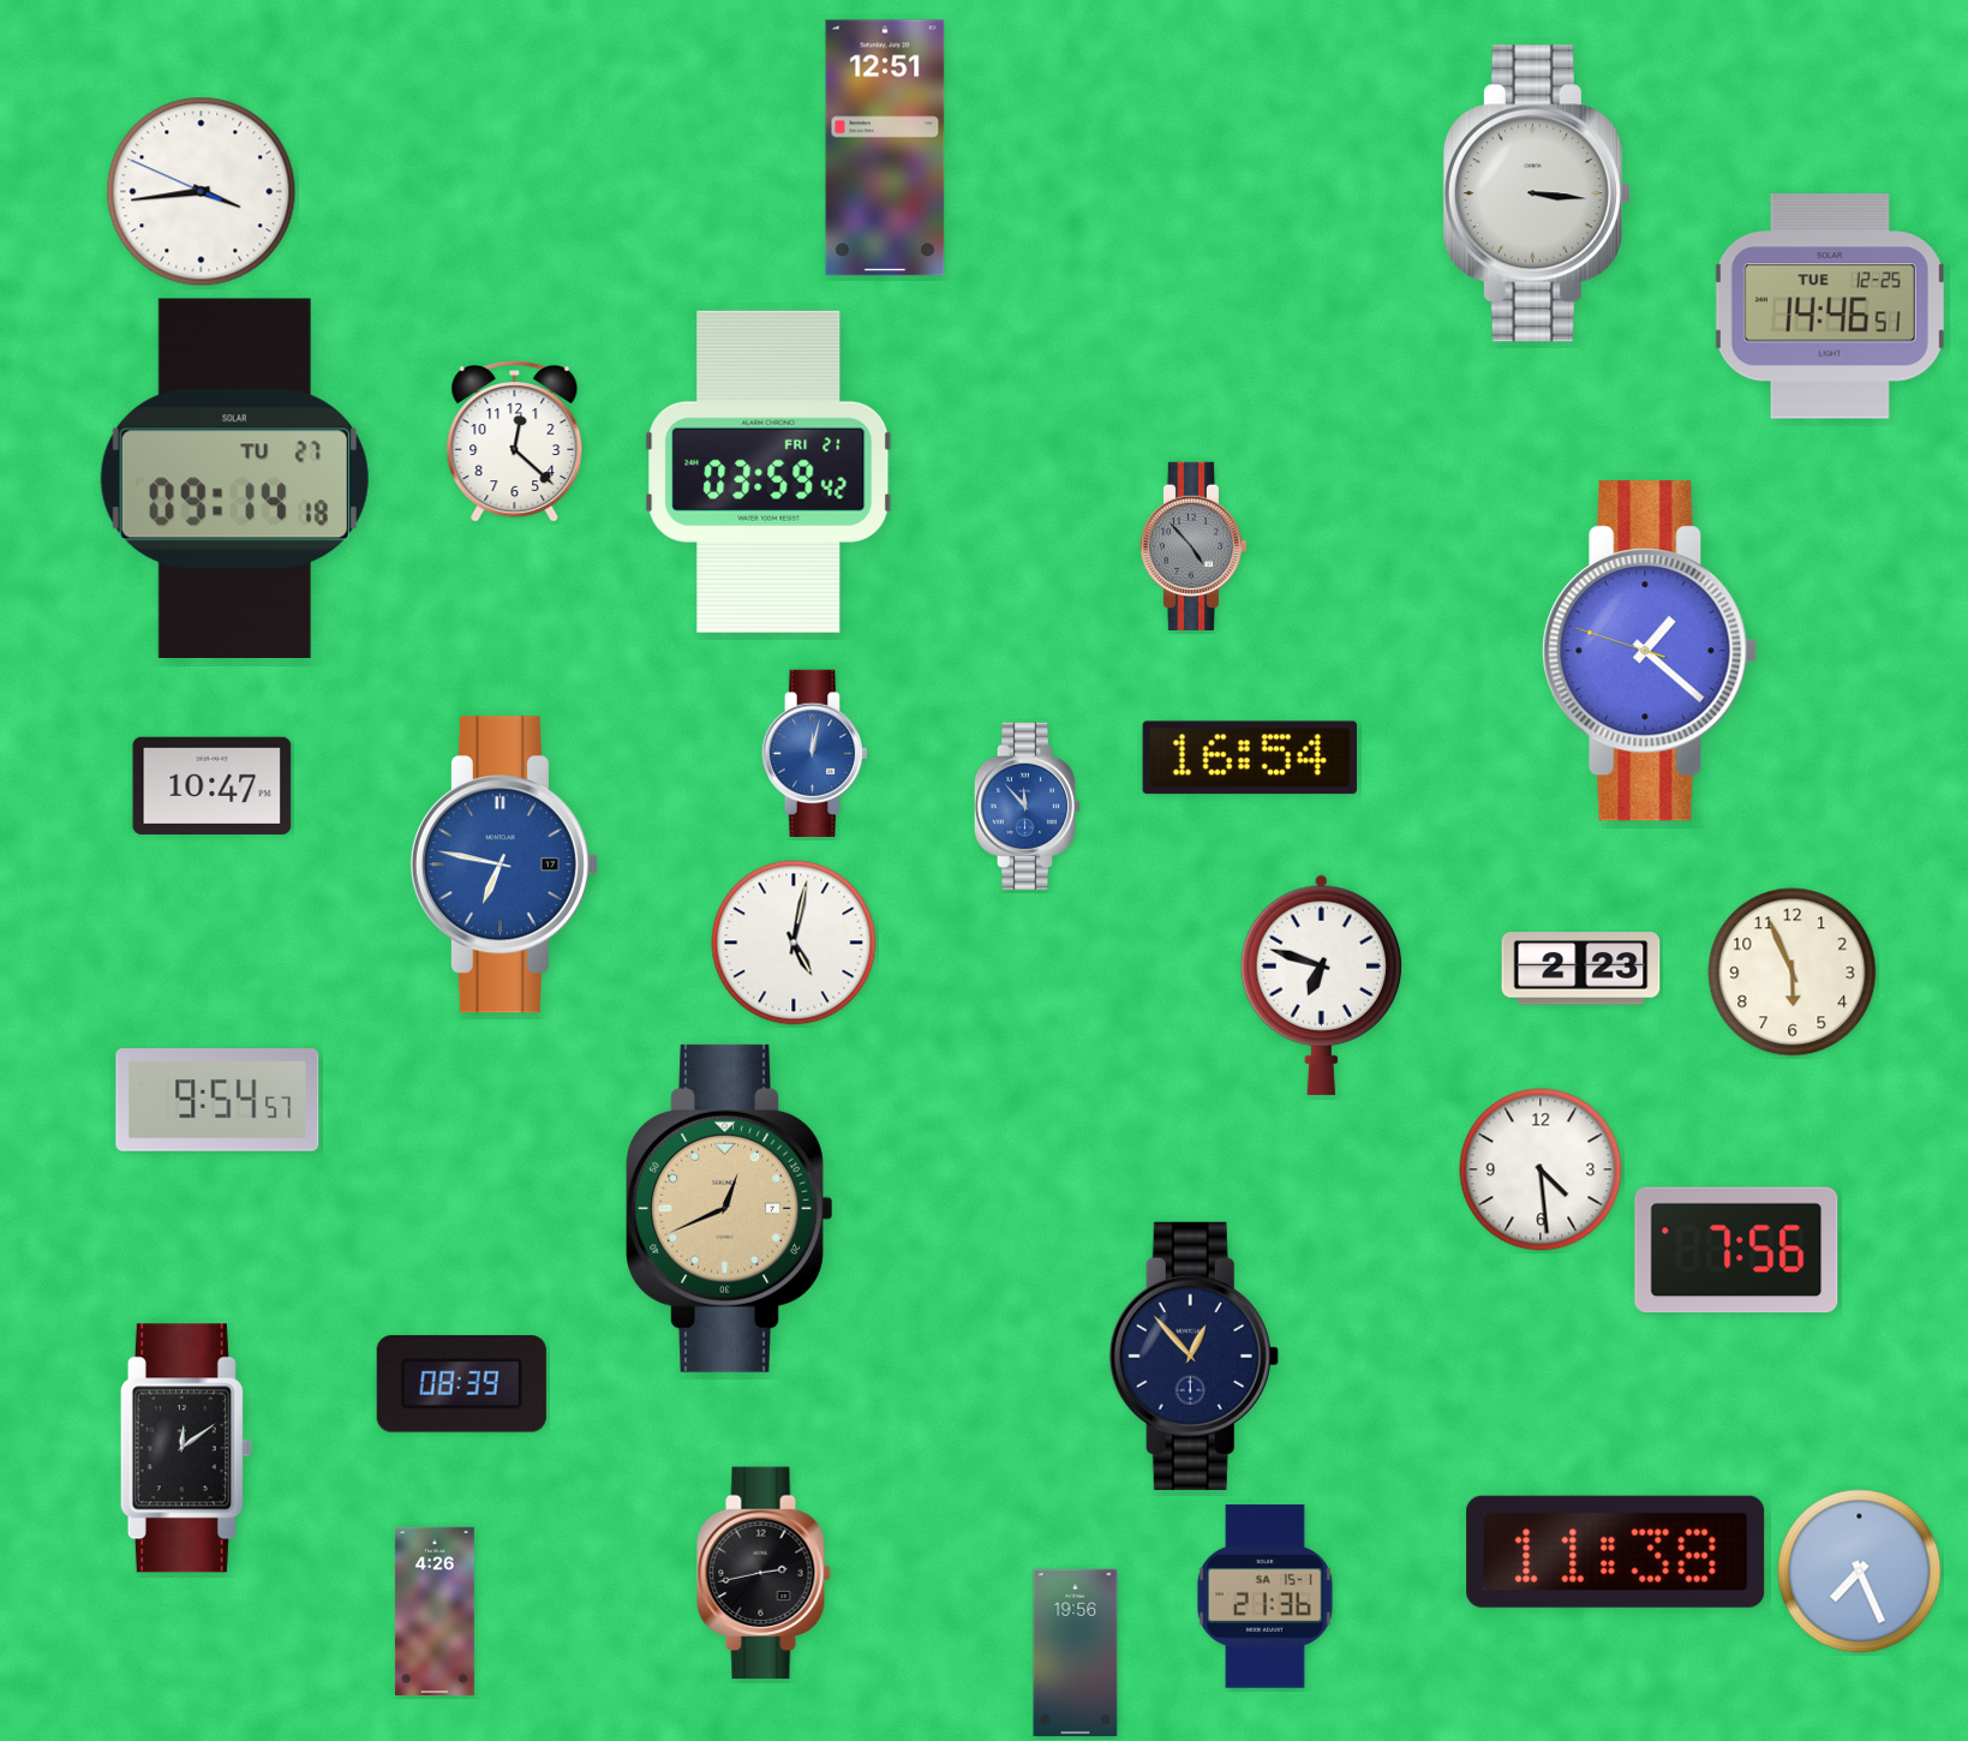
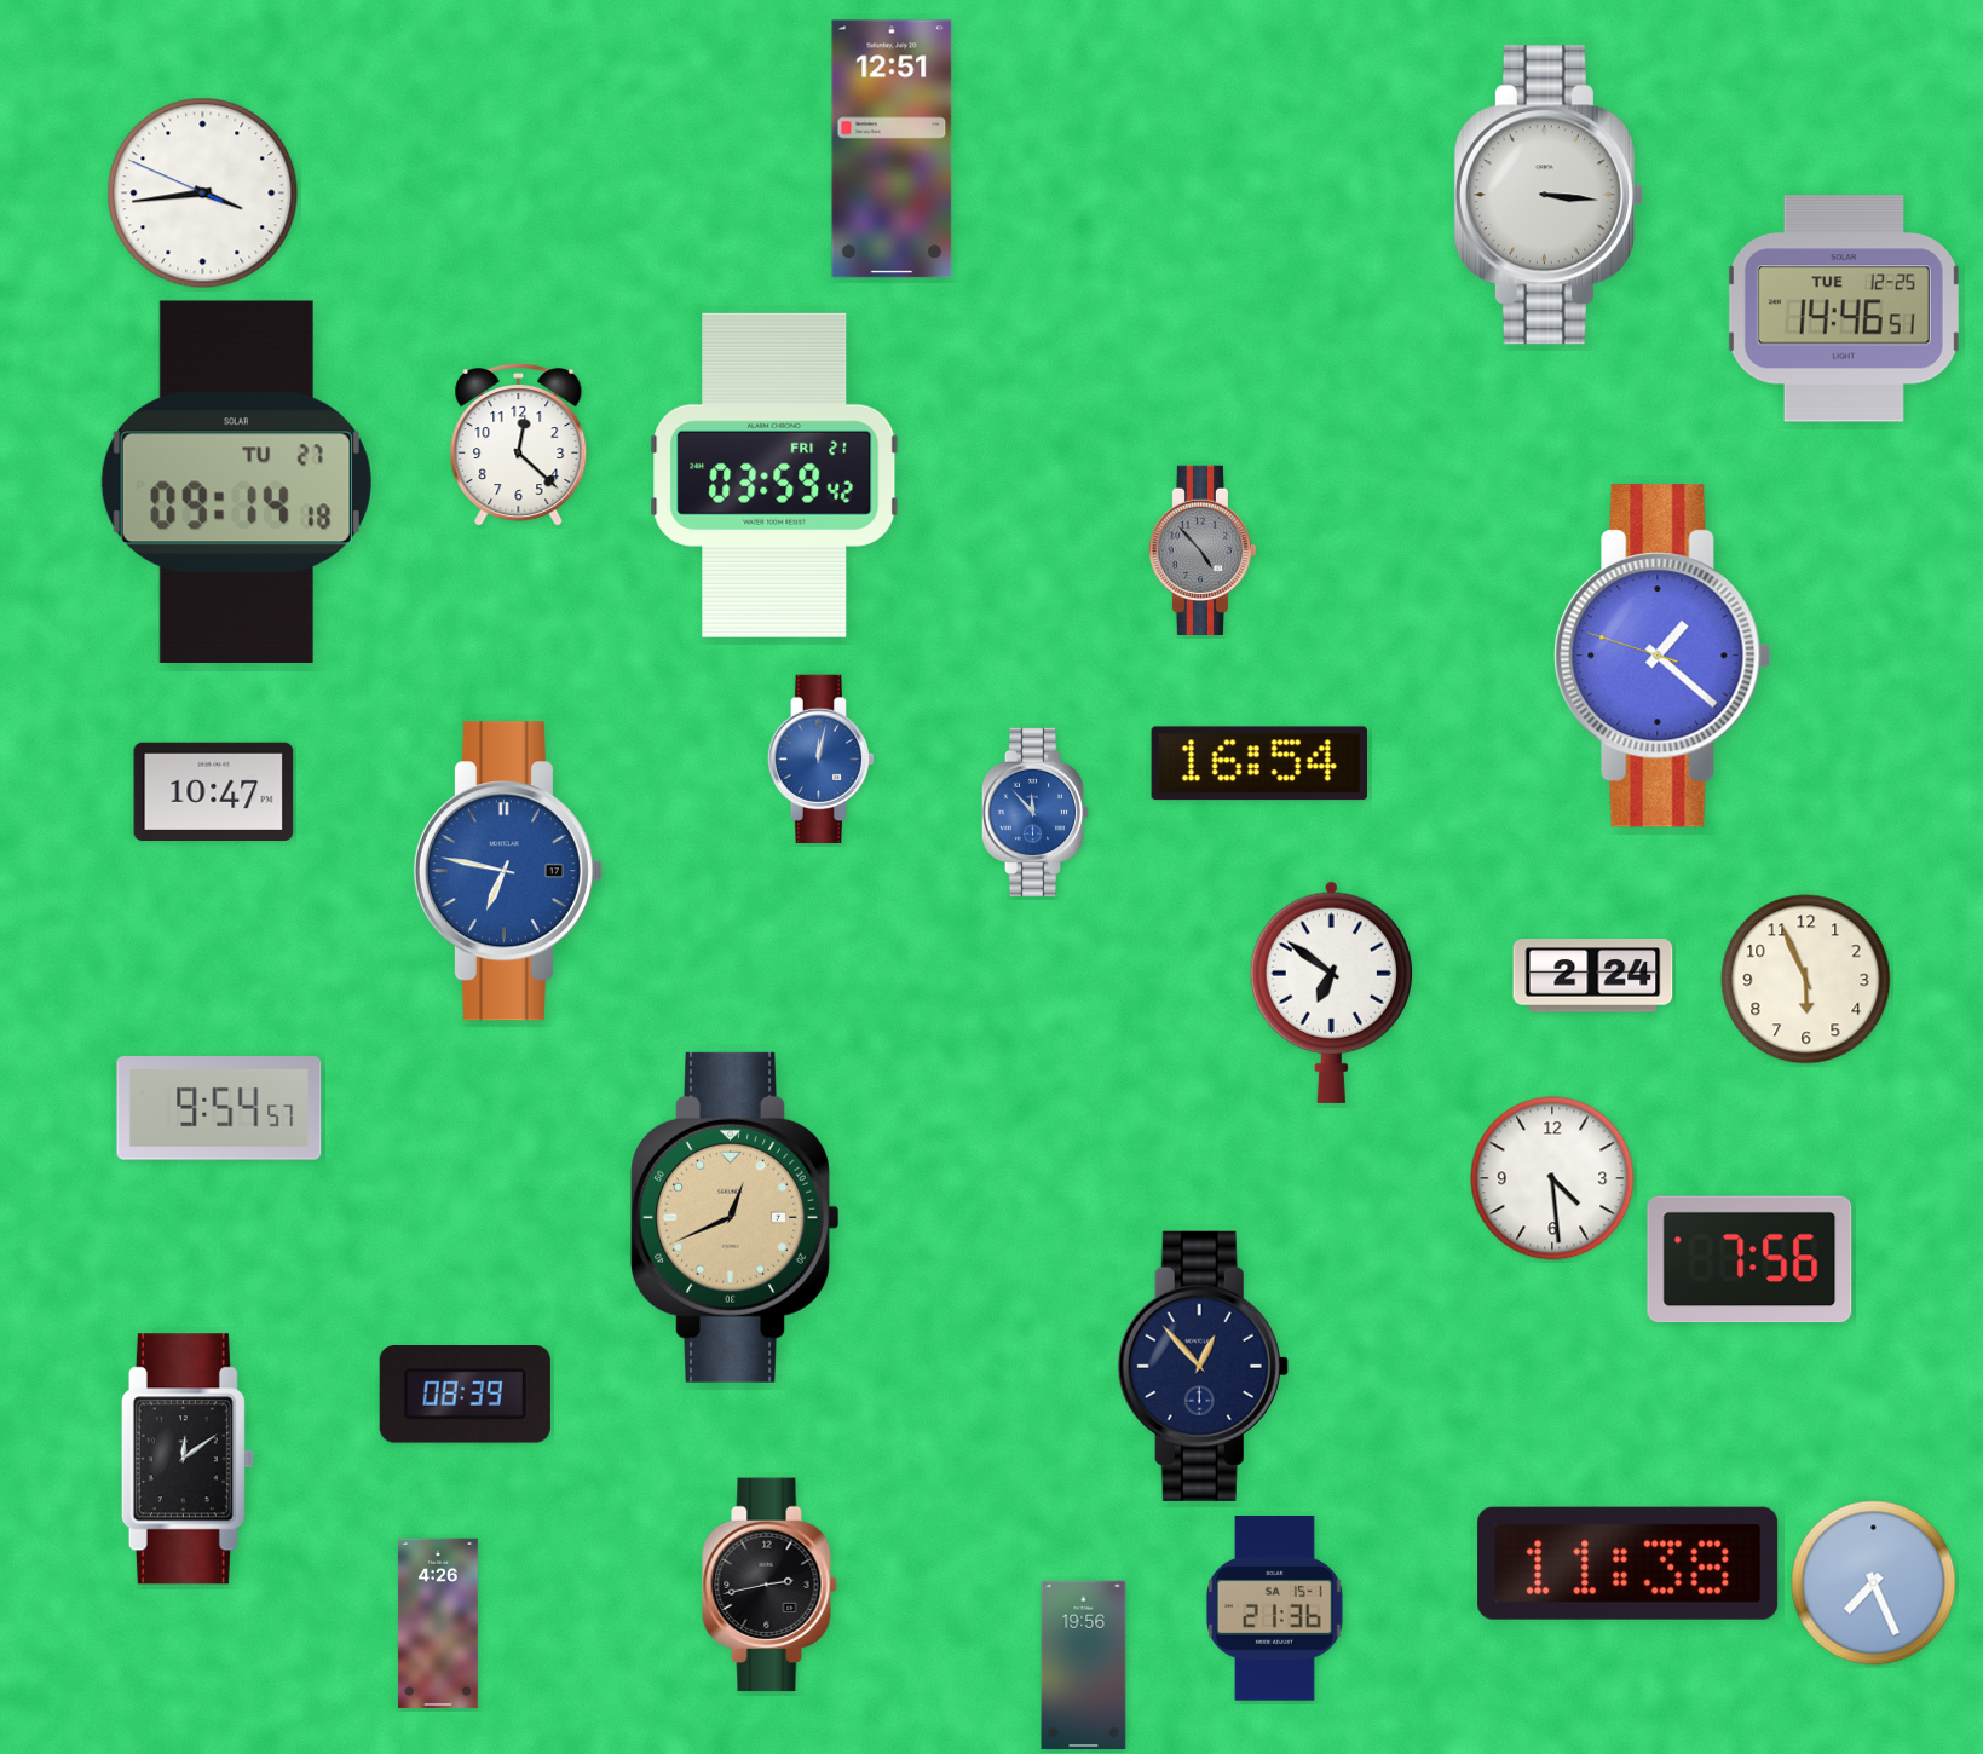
clock at (794, 943): 5:02 -> none
clock at (1581, 969): 2:23 -> 2:24
clock at (1321, 985): 6:48 -> 6:51
